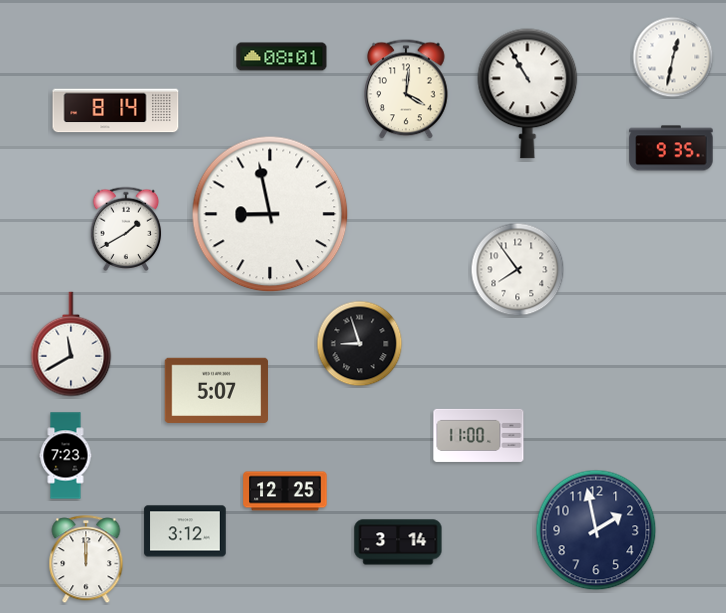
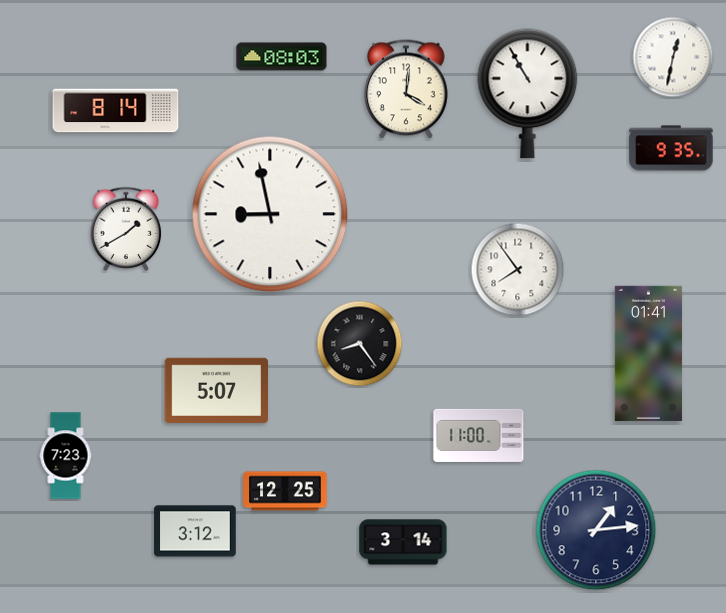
clock at (282, 57): 08:01 -> 08:03
clock at (71, 344): 11:40 -> none
clock at (360, 344): 8:57 -> 8:24
clock at (648, 353): none -> 01:41
clock at (596, 530): 1:58 -> 1:14
clock at (185, 531) position: (185, 531) -> (195, 531)
clock at (398, 542) position: (398, 542) -> (403, 542)
clock at (86, 560): 12:00 -> none
